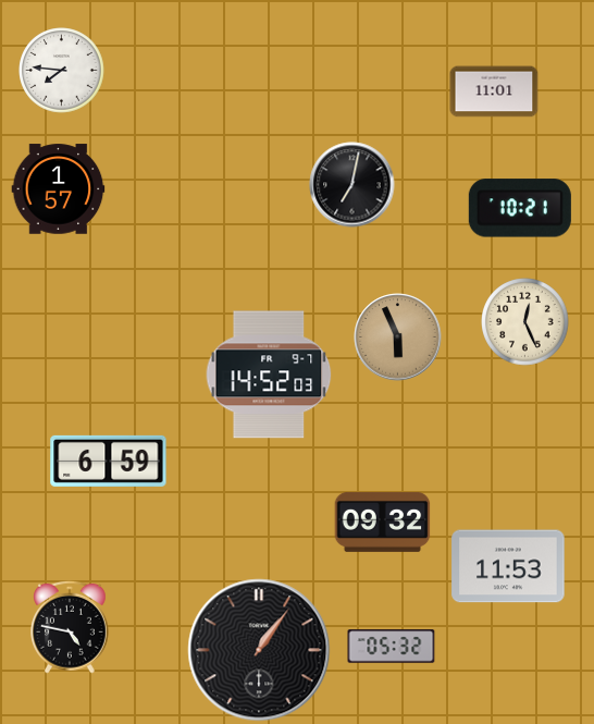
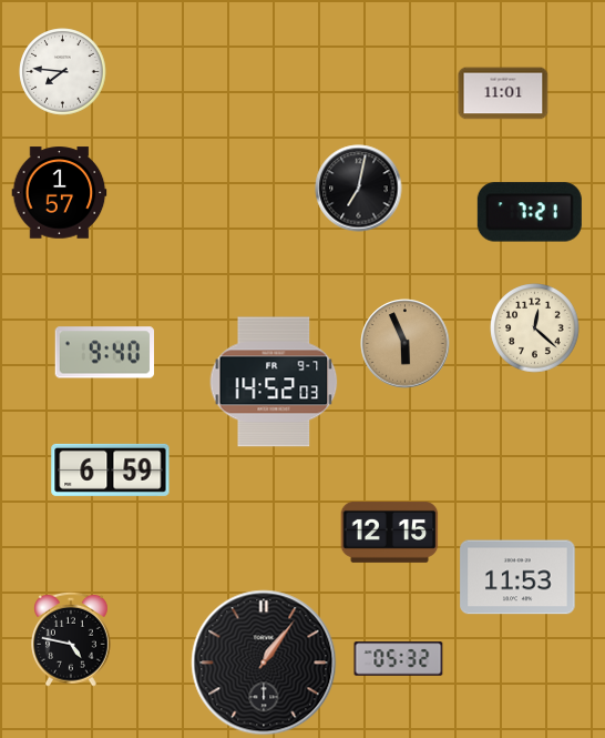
clock at (520, 208): 10:21 -> 7:21
clock at (525, 322): 12:26 -> 12:22
clock at (104, 353): none -> 9:40
clock at (383, 521): 09:32 -> 12:15
